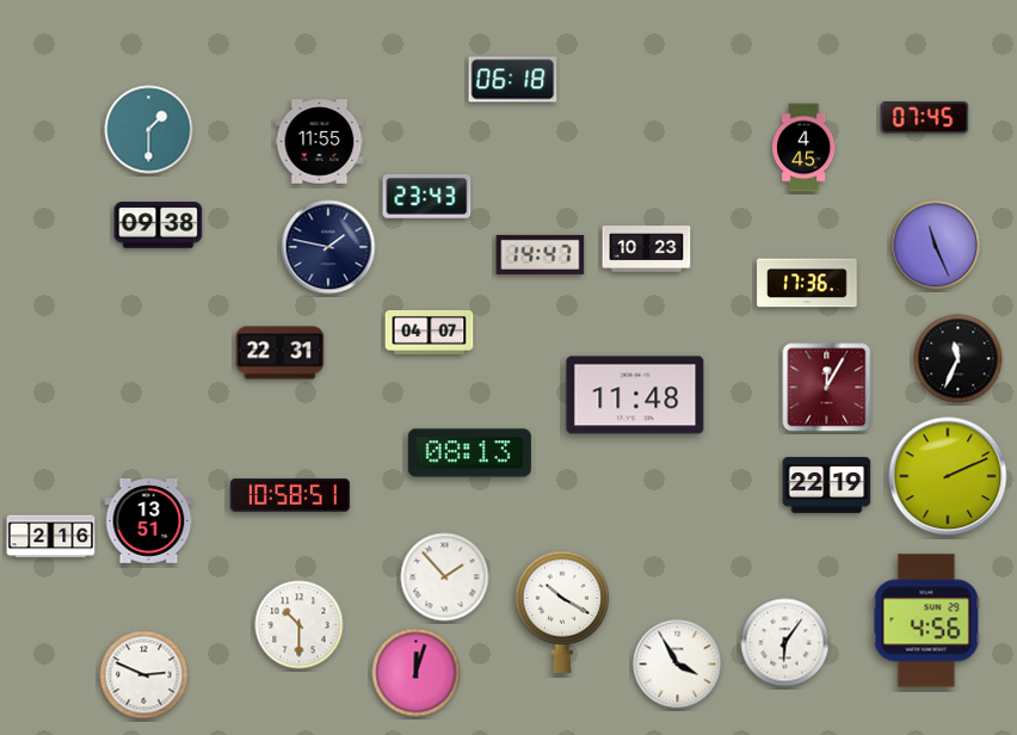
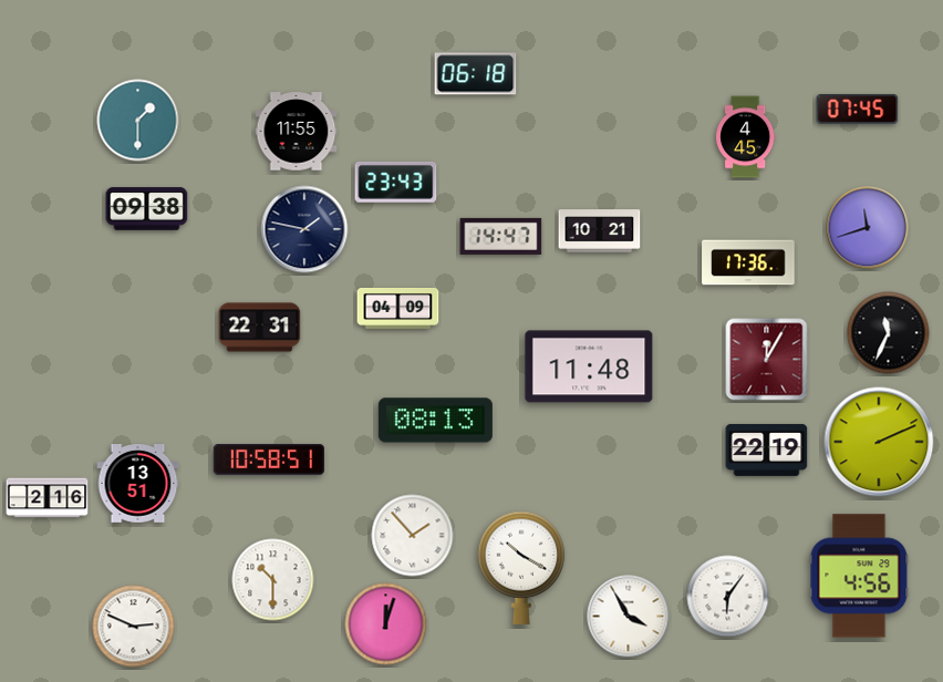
clock at (936, 246): 11:26 -> 11:42
clock at (647, 249): 10:23 -> 10:21
clock at (430, 332): 04:07 -> 04:09
clock at (300, 625) position: (300, 625) -> (273, 580)
